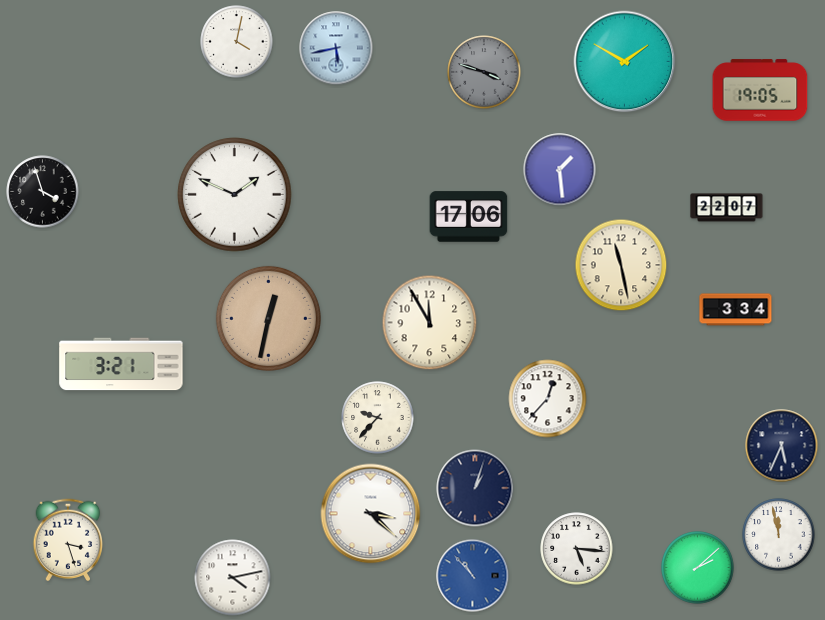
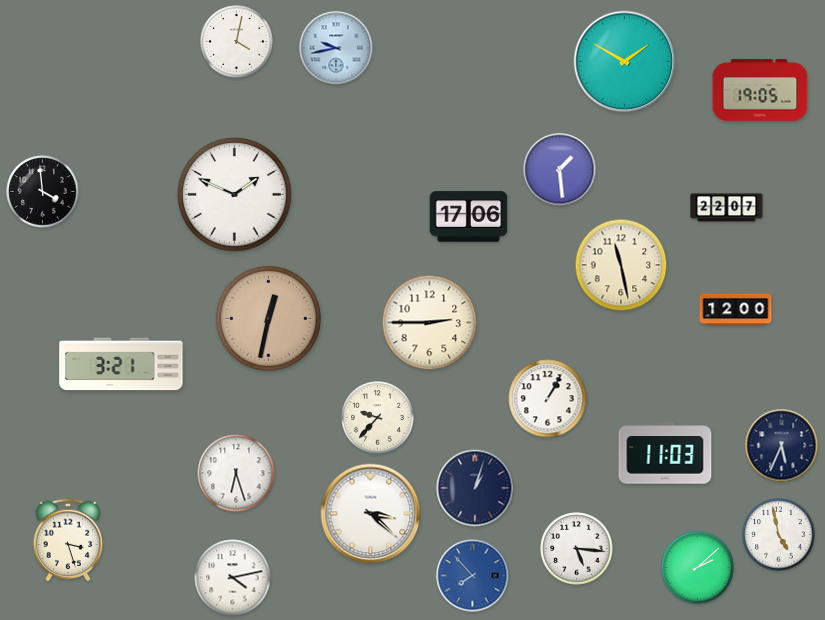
clock at (336, 48): 5:43 -> 9:43
clock at (484, 72): 3:48 -> none
clock at (43, 192): 3:57 -> 3:59
clock at (736, 310): 3:34 -> 12:00
clock at (430, 323): 11:55 -> 2:45
clock at (548, 399): 12:37 -> 1:05
clock at (665, 453): none -> 11:03
clock at (236, 473): none -> 6:27
clock at (779, 535): 11:58 -> 4:58
clock at (473, 576): 10:53 -> 7:53
